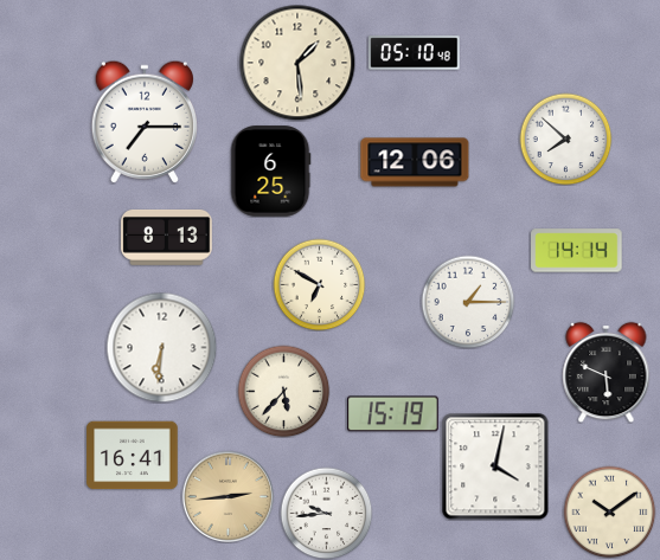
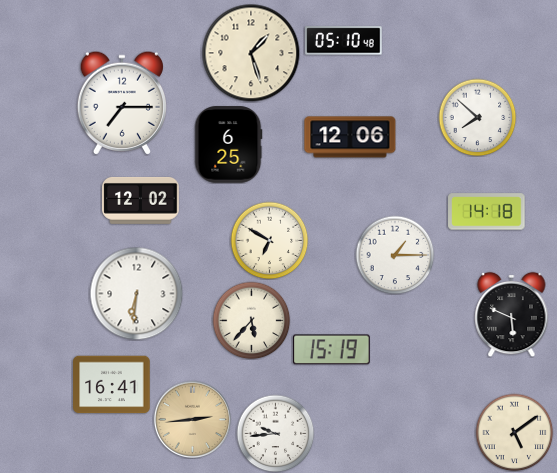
clock at (415, 53) position: (415, 53) -> (344, 41)
clock at (297, 63): 1:29 -> 1:27
clock at (167, 237): 8:13 -> 12:02
clock at (577, 251): 14:14 -> 14:18
clock at (283, 391) position: (283, 391) -> (251, 320)
clock at (495, 466): 4:02 -> none
clock at (609, 511): 10:09 -> 5:09
